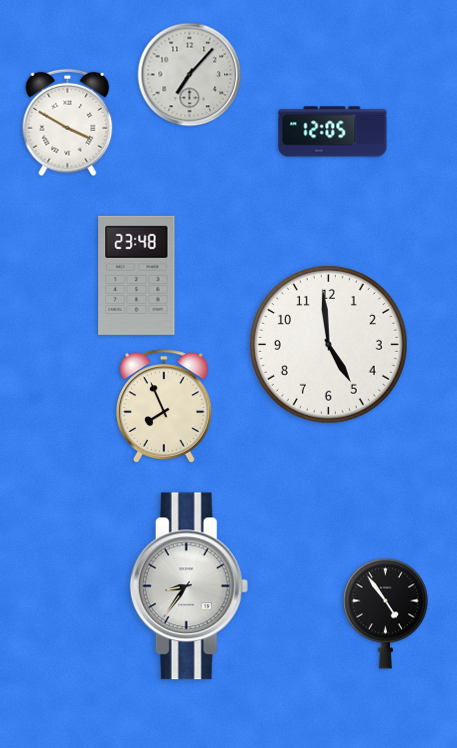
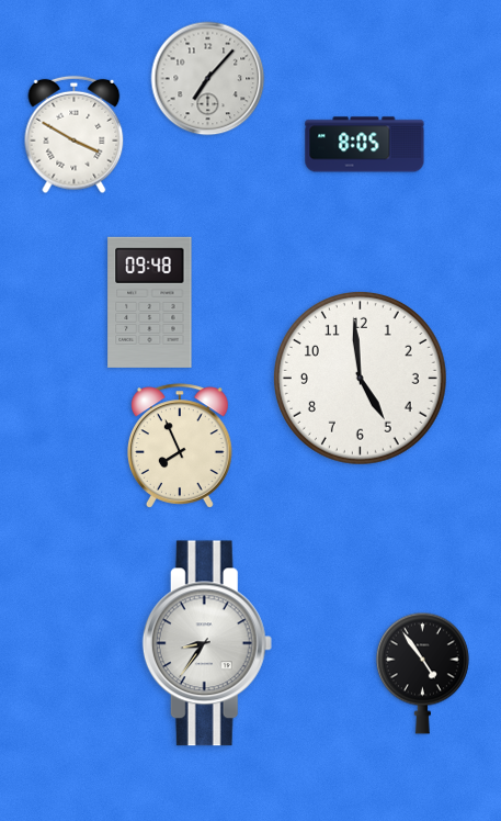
clock at (190, 75) position: (190, 75) -> (208, 79)
clock at (333, 132): 12:05 -> 8:05
clock at (137, 275): 23:48 -> 09:48
